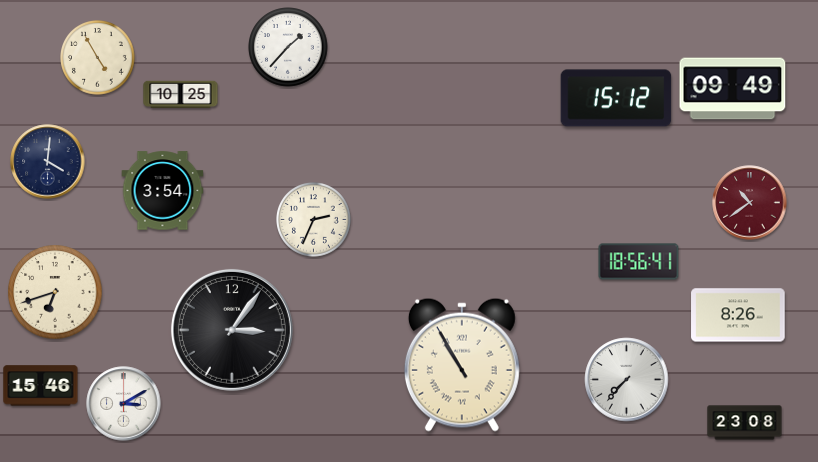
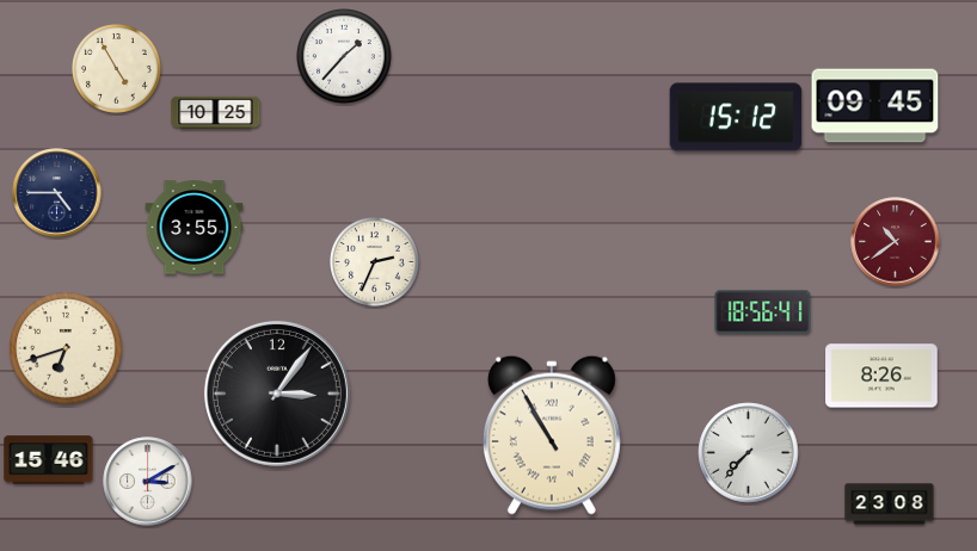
clock at (733, 89): 09:49 -> 09:45
clock at (48, 162): 4:01 -> 4:45
clock at (163, 191): 3:54 -> 3:55
